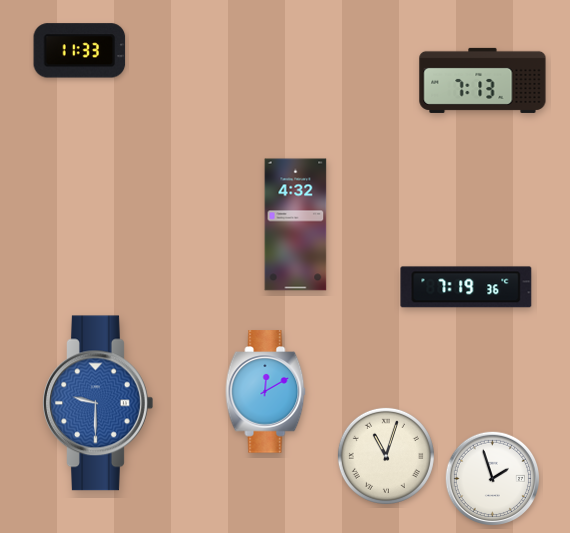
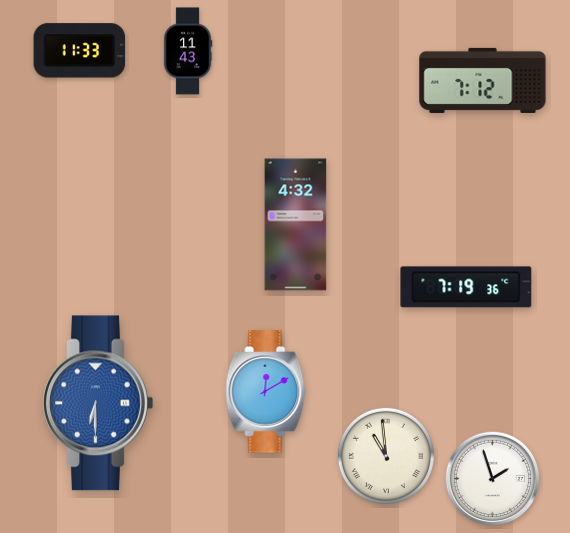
clock at (188, 51): none -> 11:43
clock at (483, 80): 7:13 -> 7:12
clock at (98, 403): 9:30 -> 6:30
clock at (386, 456): 11:03 -> 10:59
